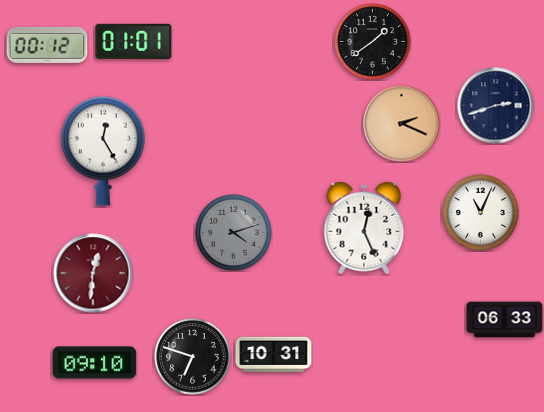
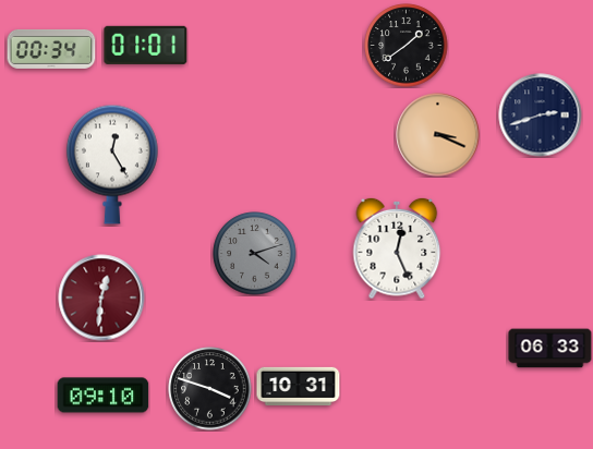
clock at (47, 45): 00:12 -> 00:34
clock at (402, 124): 2:19 -> 3:19
clock at (481, 213): 11:04 -> none
clock at (193, 357): 6:48 -> 3:48
